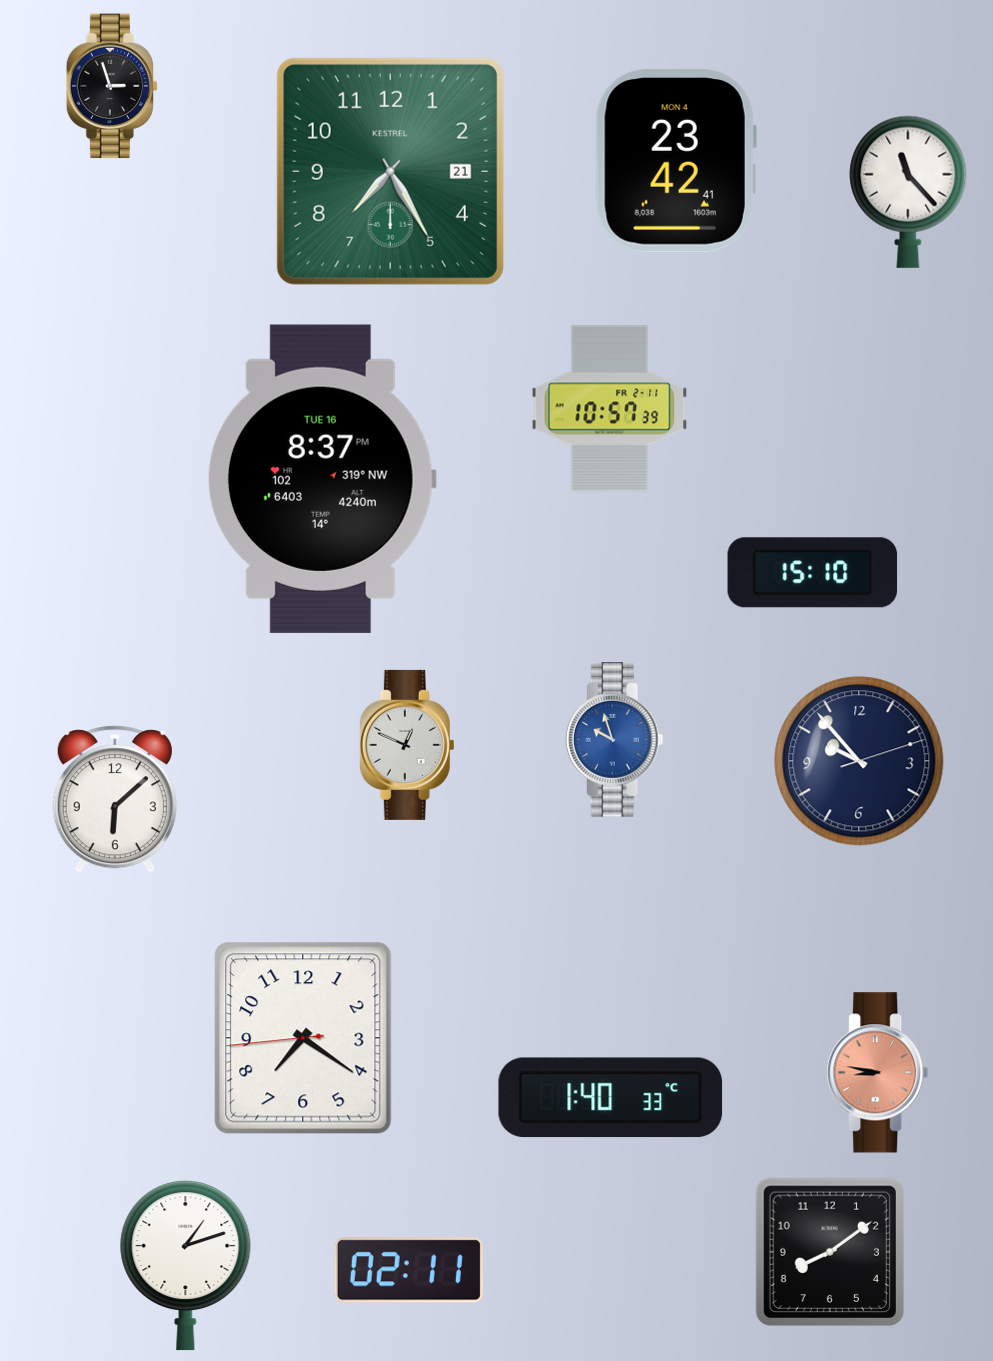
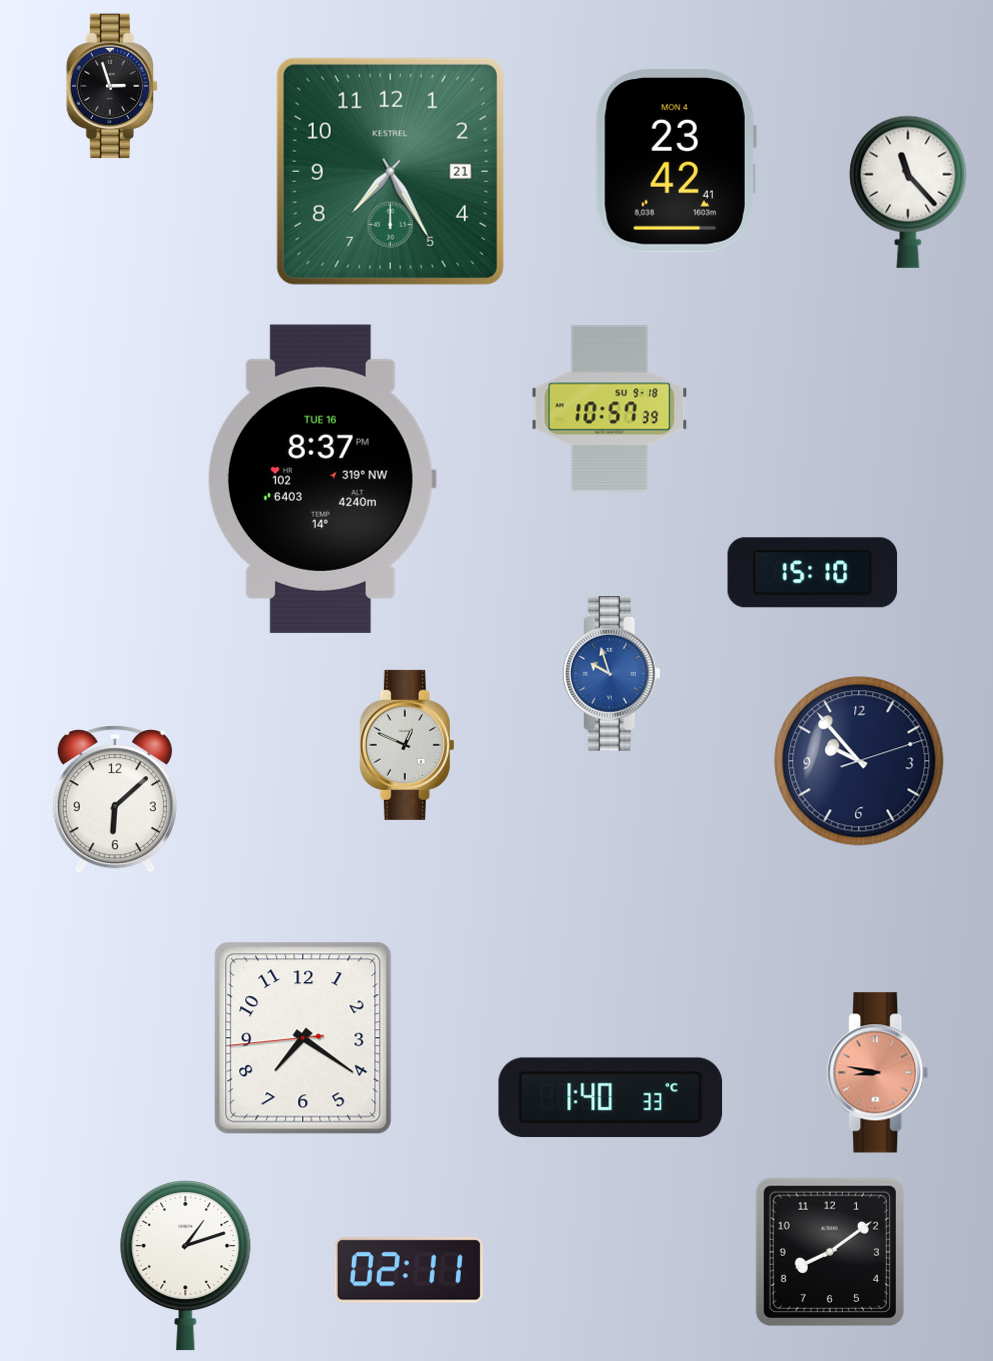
clock at (610, 409) date: FR 2-11 -> SU 9-18
clock at (614, 740) position: (614, 740) -> (611, 674)
